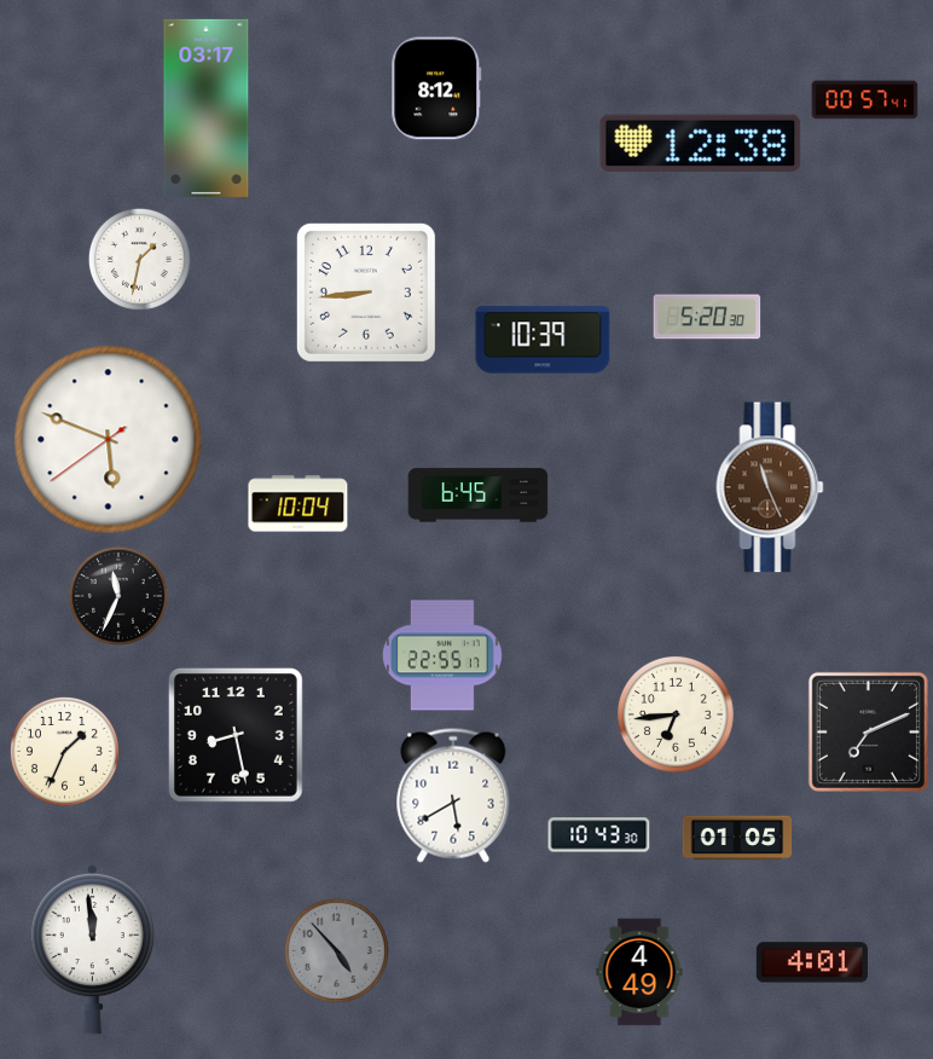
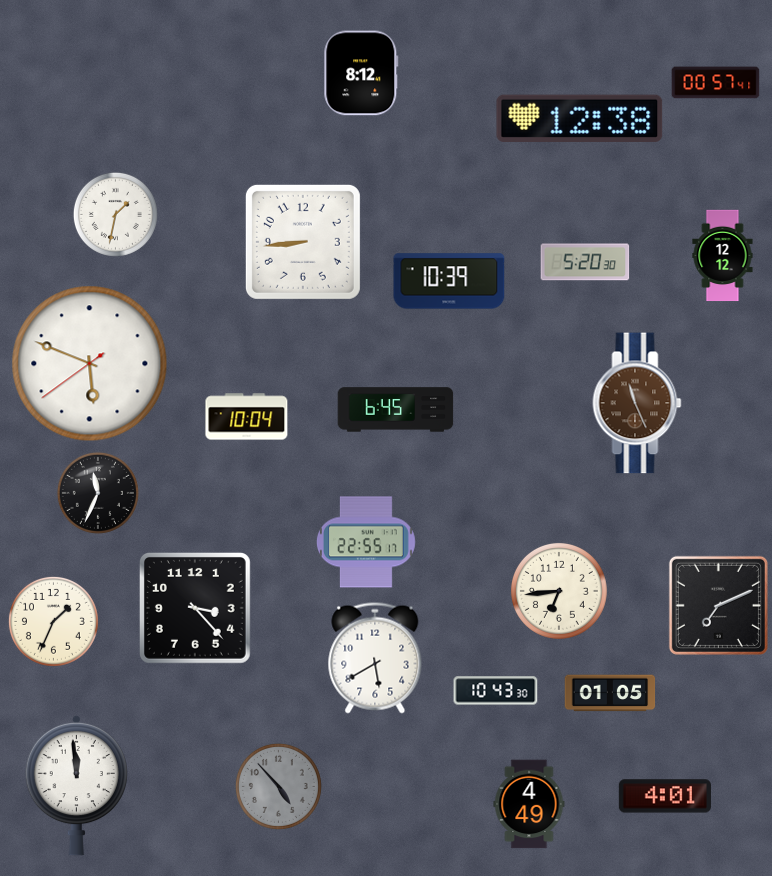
clock at (207, 108): 03:17 -> none
clock at (723, 256): none -> 12:12
clock at (236, 735): 8:28 -> 3:23
clock at (812, 962) position: (812, 962) -> (665, 796)
